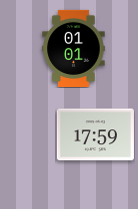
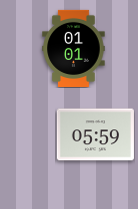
clock at (95, 135): 17:59 -> 05:59
